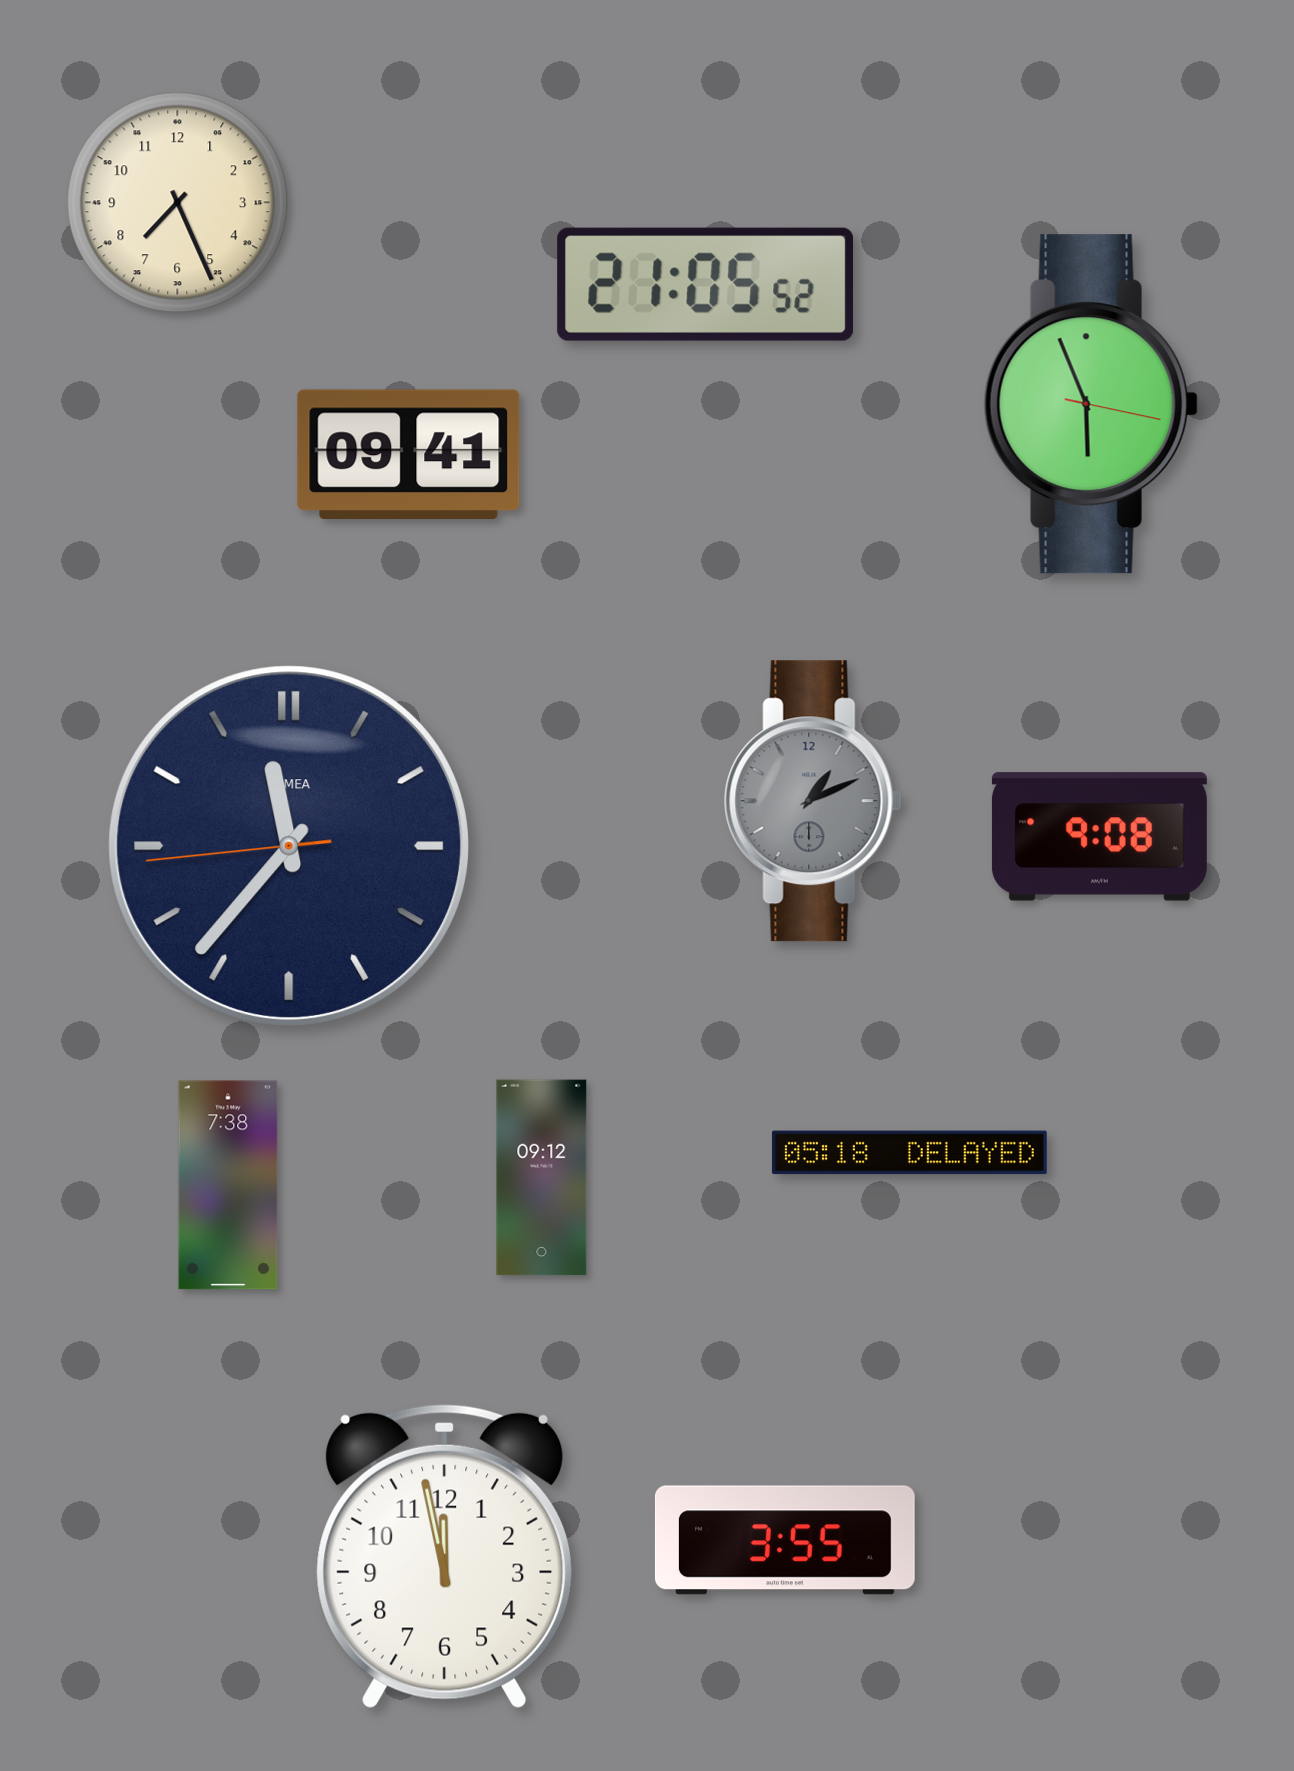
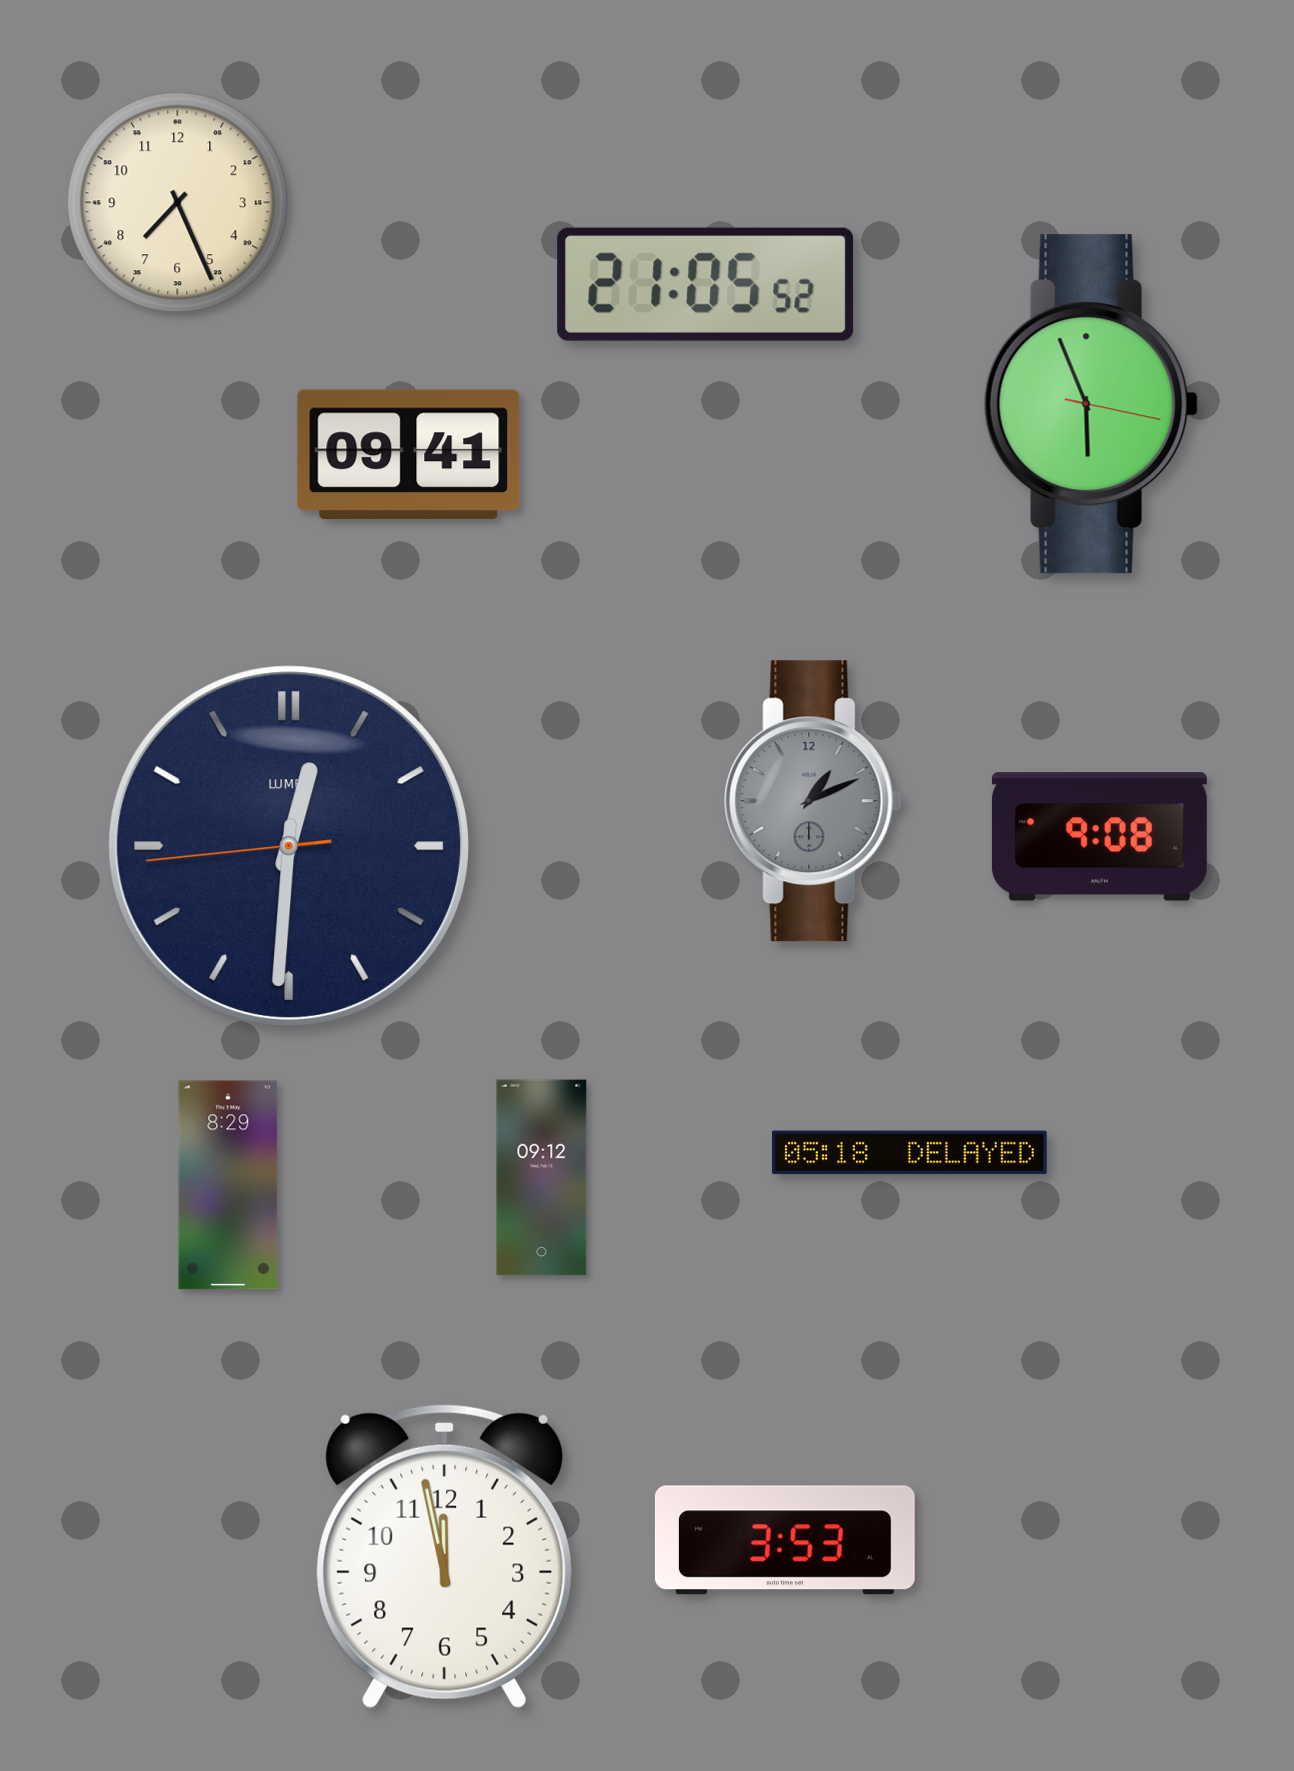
clock at (289, 846): 11:36 -> 12:30
clock at (228, 1185): 7:38 -> 8:29
clock at (785, 1540): 3:55 -> 3:53
